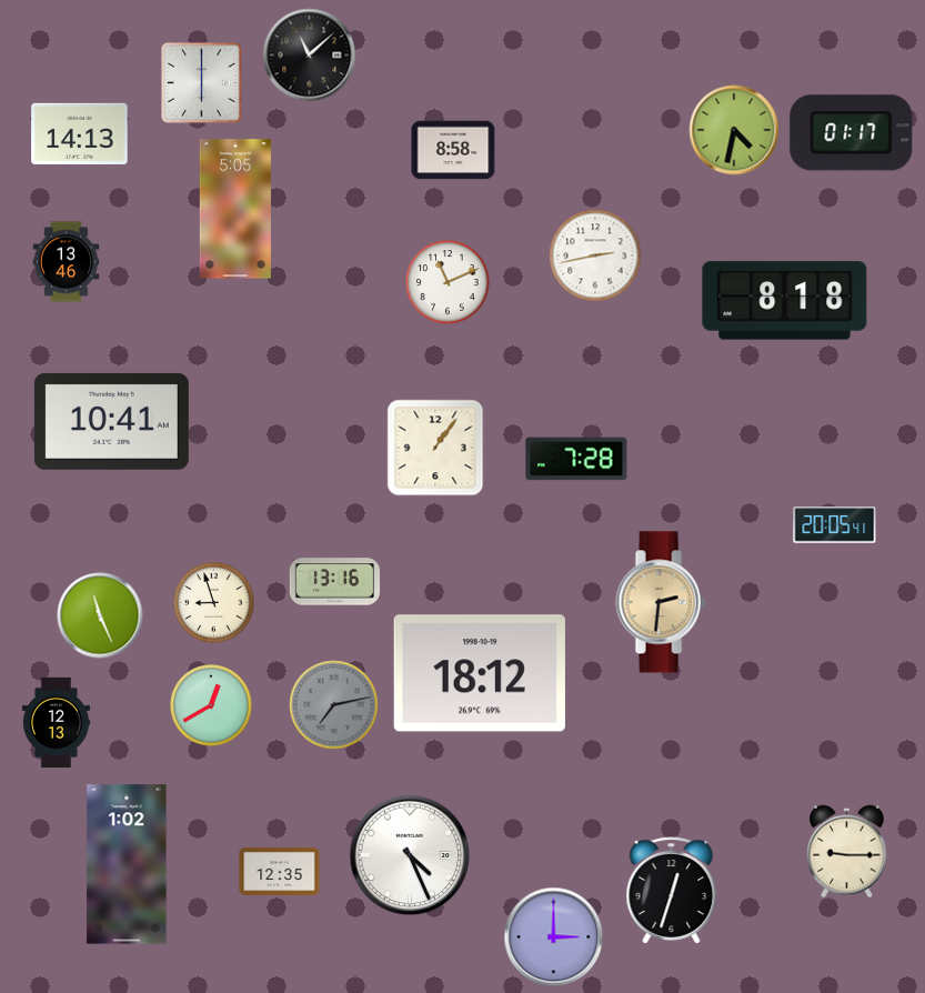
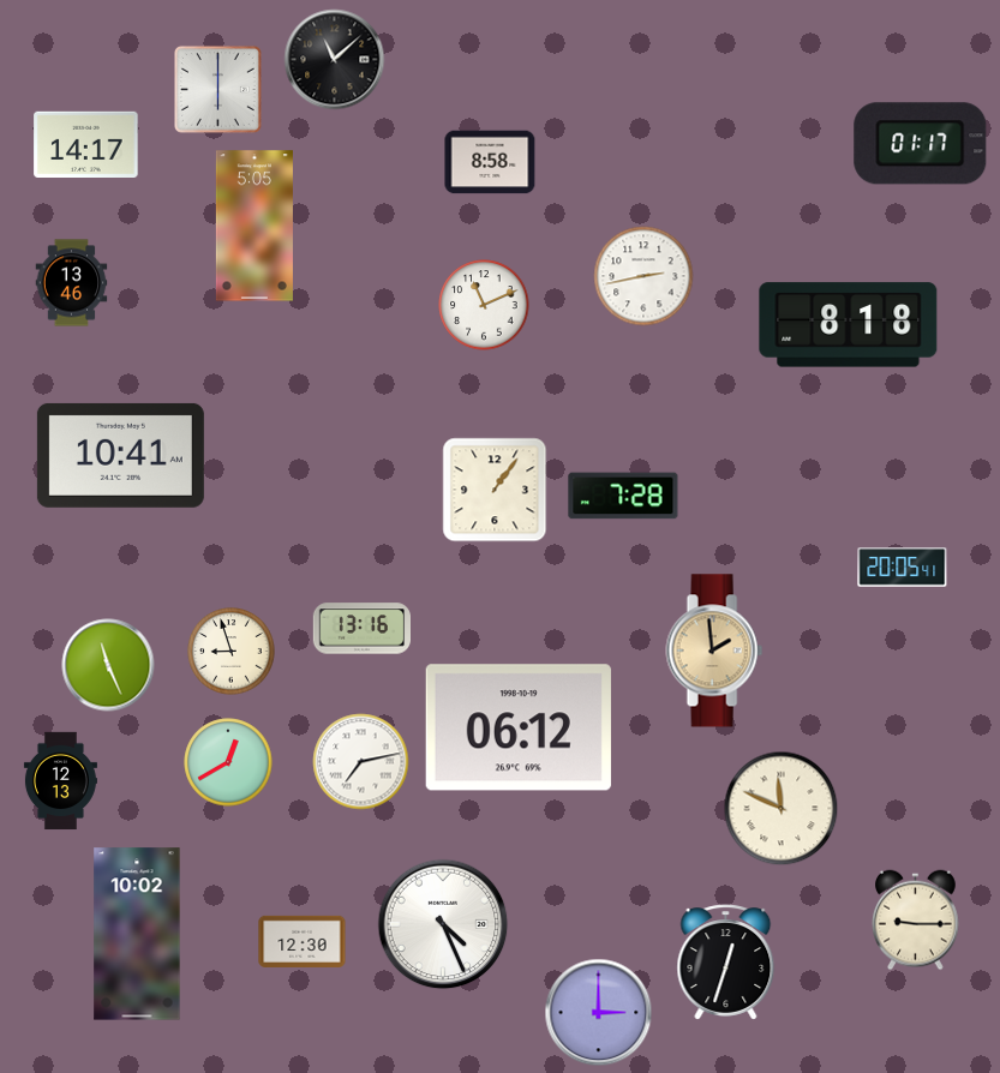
clock at (734, 130): 4:32 -> none
clock at (80, 133): 14:13 -> 14:17
clock at (435, 448) position: (435, 448) -> (495, 490)
clock at (661, 602): 2:31 -> 1:59
clock at (480, 673): 18:12 -> 06:12
clock at (334, 705) dial: grey -> white
clock at (782, 809): none -> 11:49
clock at (127, 864): 1:02 -> 10:02
clock at (280, 871): 12:35 -> 12:30
